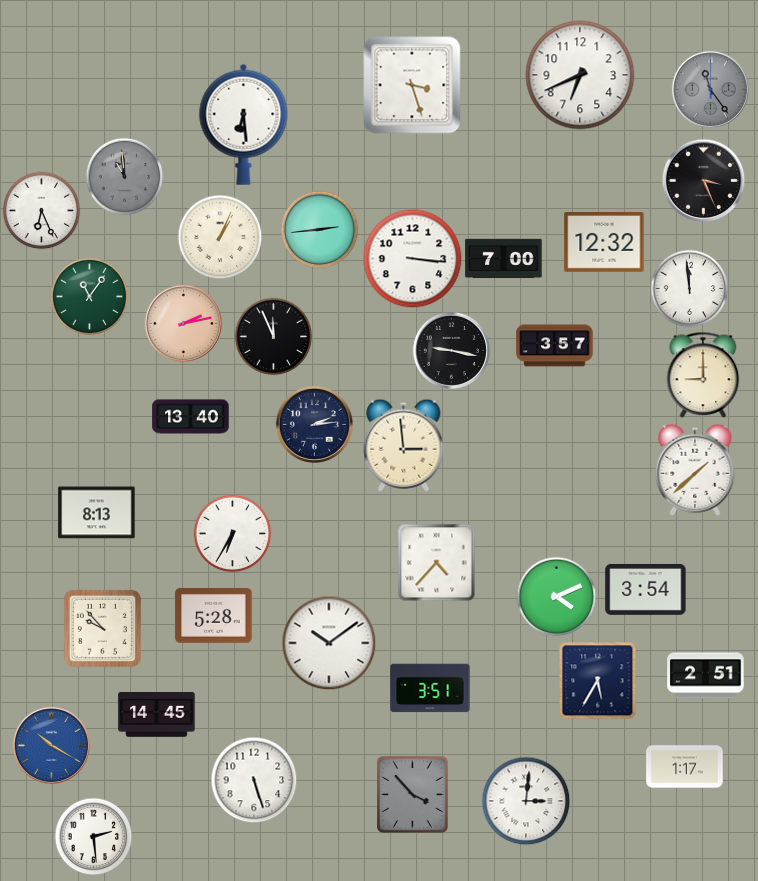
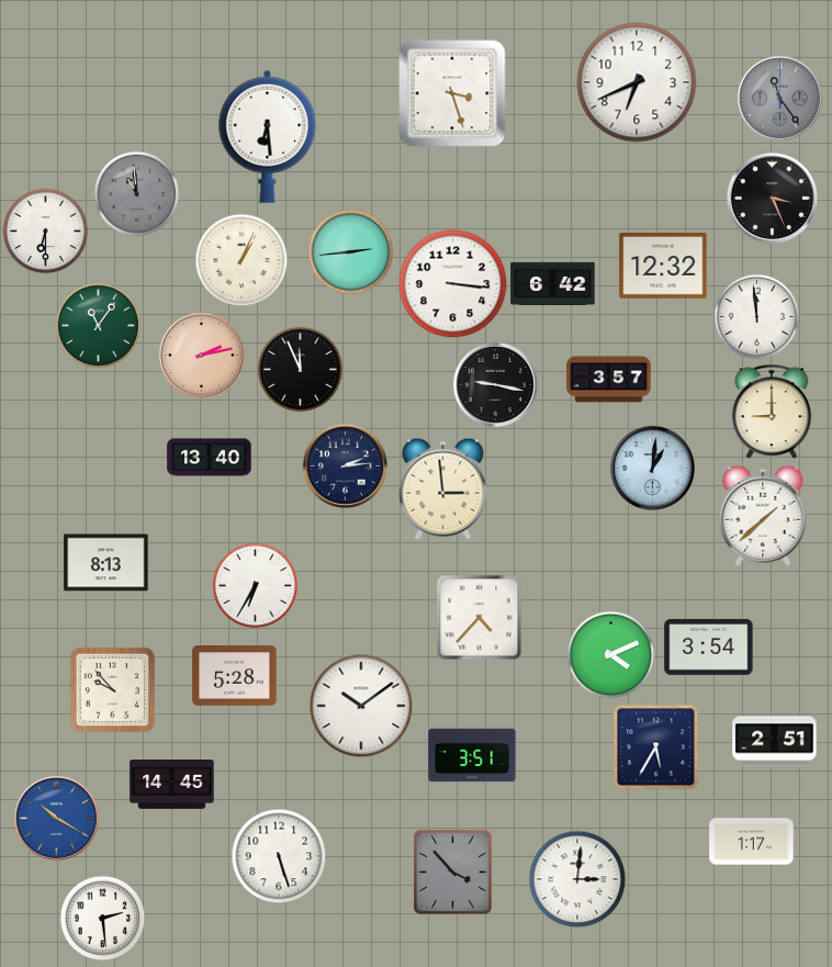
clock at (41, 210): 6:26 -> 6:30
clock at (504, 258): 7:00 -> 6:42
clock at (652, 468): none -> 1:01
